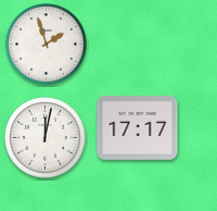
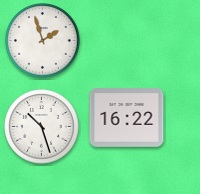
clock at (138, 128): 17:17 -> 16:22
clock at (46, 138): 12:02 -> 10:27
